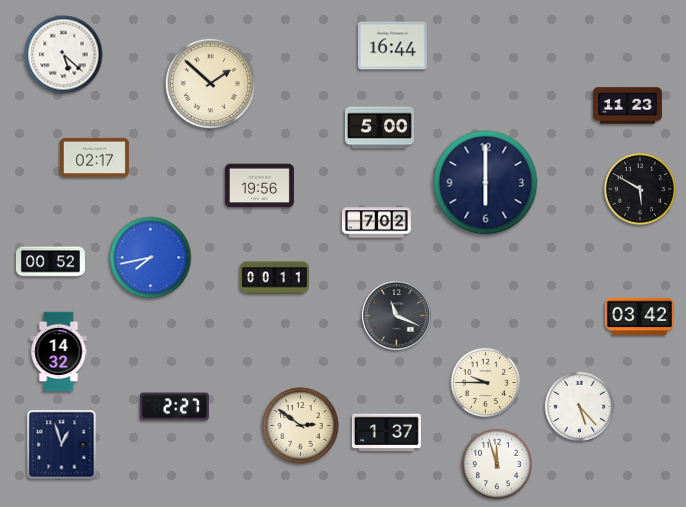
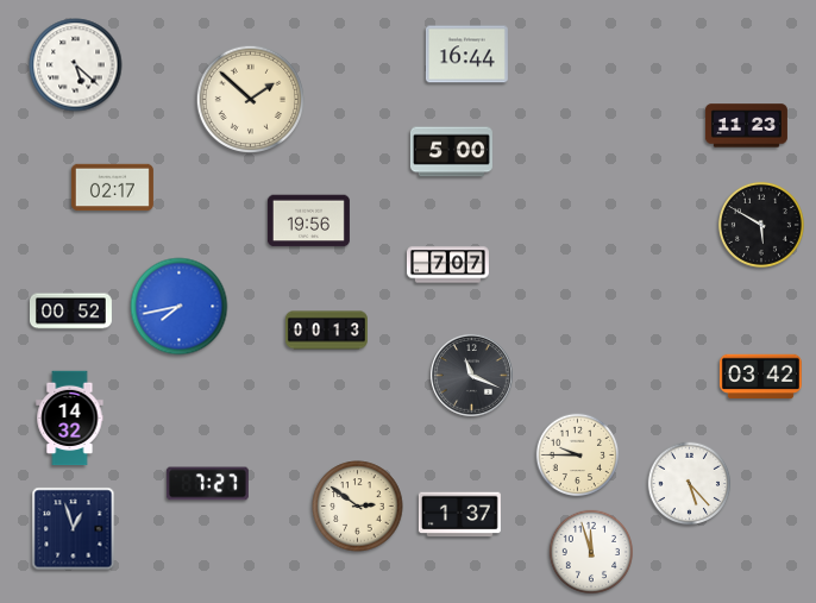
clock at (486, 183): 6:00 -> none
clock at (376, 223): 7:02 -> 7:07
clock at (50, 262) position: (50, 262) -> (70, 312)
clock at (274, 278): 00:11 -> 00:13
clock at (174, 407): 2:27 -> 7:27
